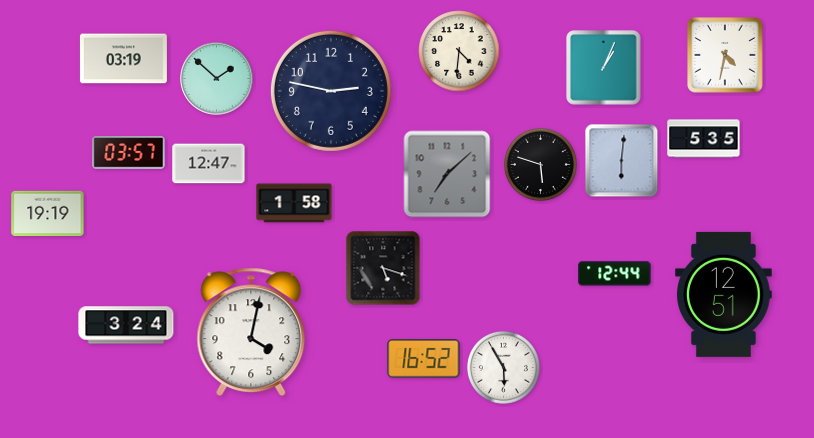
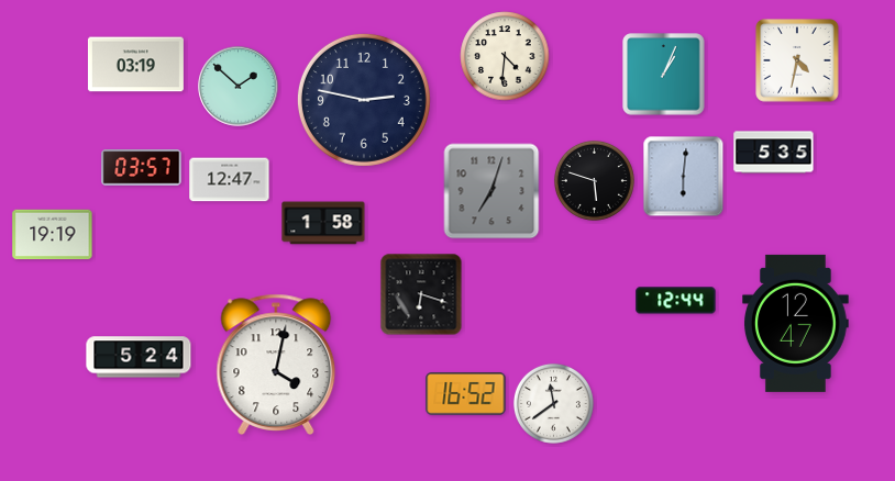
clock at (447, 174): 7:08 -> 7:03
clock at (383, 268): 5:18 -> 6:18
clock at (724, 294): 12:51 -> 12:47
clock at (126, 325): 3:24 -> 5:24
clock at (503, 367): 5:55 -> 11:39
